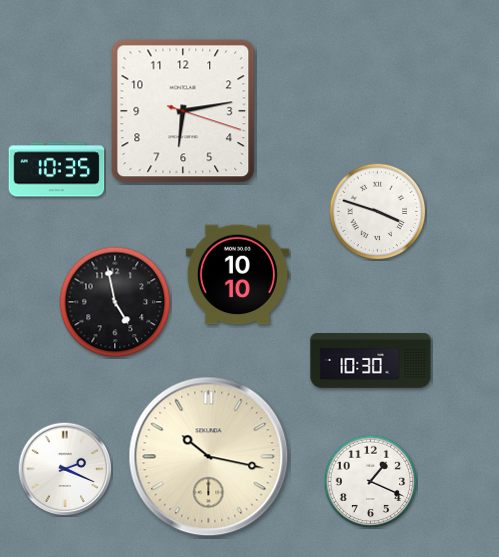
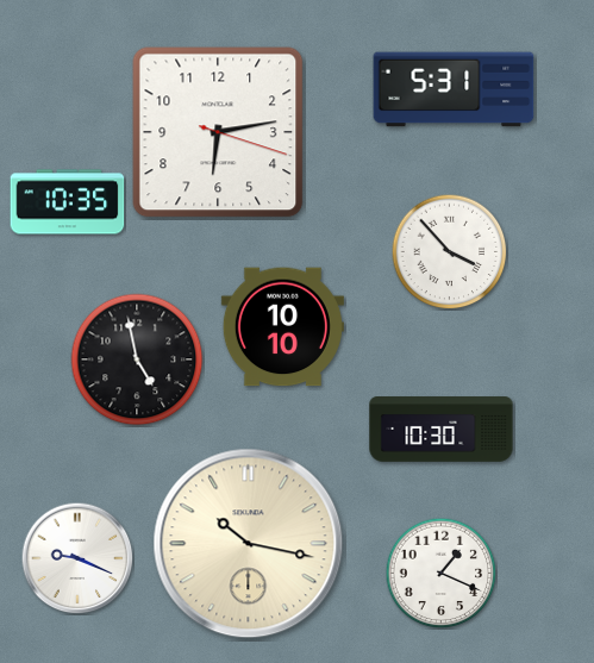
clock at (454, 89): none -> 5:31
clock at (377, 211): 3:48 -> 3:53
clock at (65, 469): 2:19 -> 9:19
